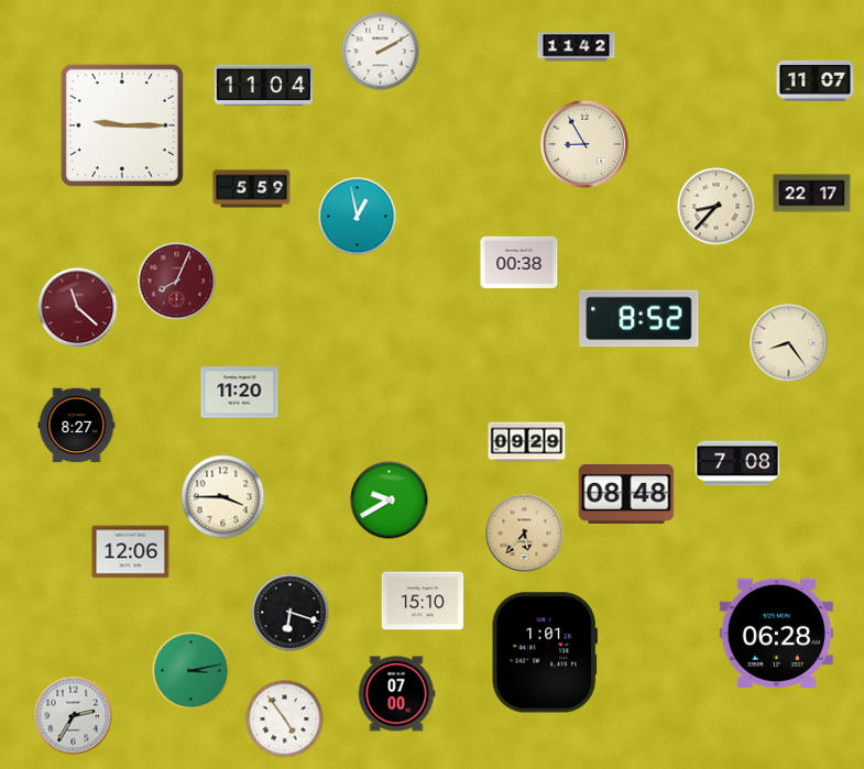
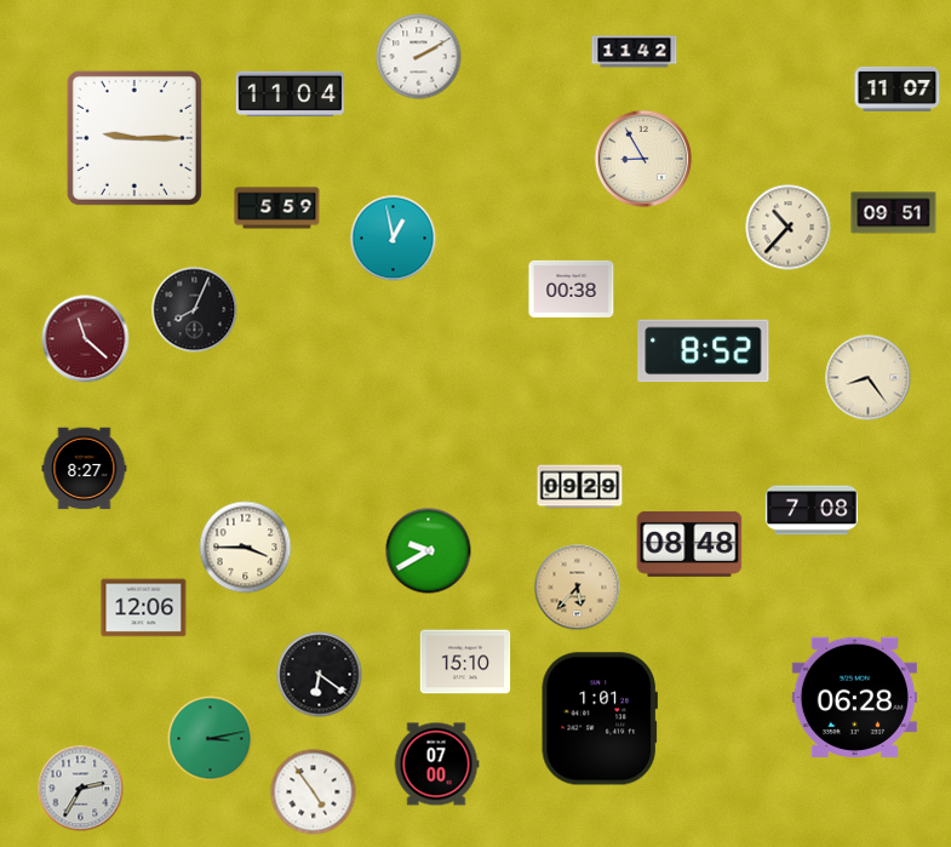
clock at (812, 194): 22:17 -> 09:51
clock at (717, 207): 8:37 -> 10:37
clock at (177, 282) dial: burgundy -> black
clock at (240, 393): 11:20 -> none
clock at (291, 613): 6:18 -> 6:21
